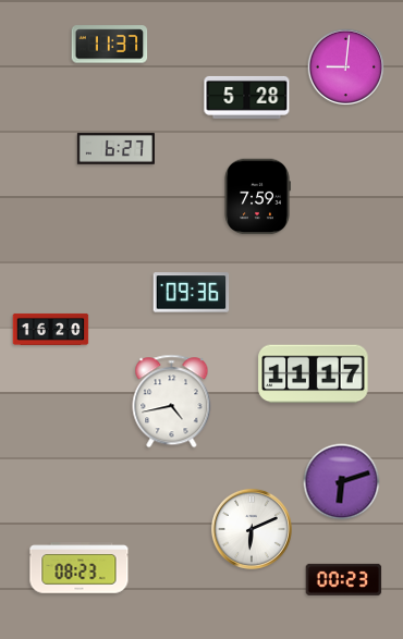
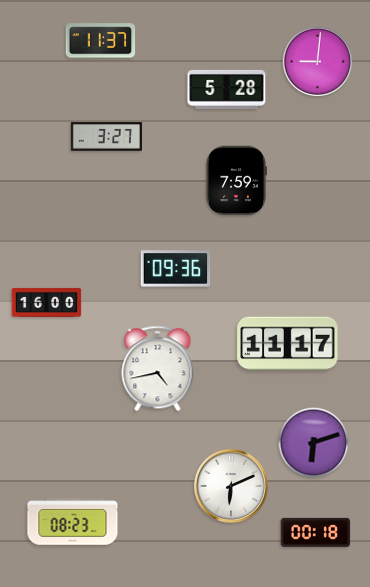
clock at (115, 149): 6:27 -> 3:27
clock at (51, 329): 16:20 -> 16:00
clock at (344, 579): 00:23 -> 00:18
